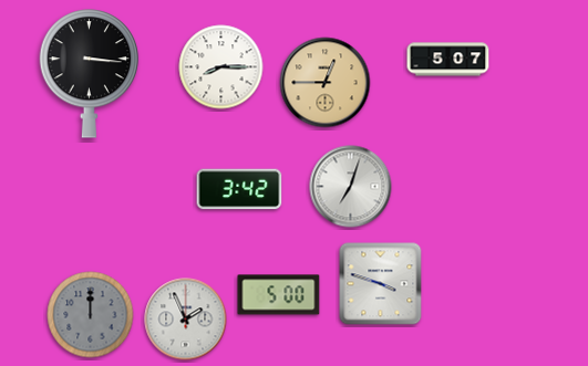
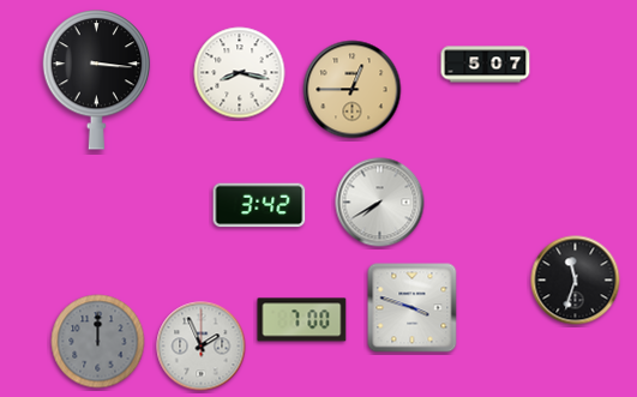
clock at (221, 67): 8:15 -> 8:17
clock at (351, 187): 7:03 -> 7:40
clock at (576, 281): none -> 11:33
clock at (279, 295): 5:00 -> 7:00
